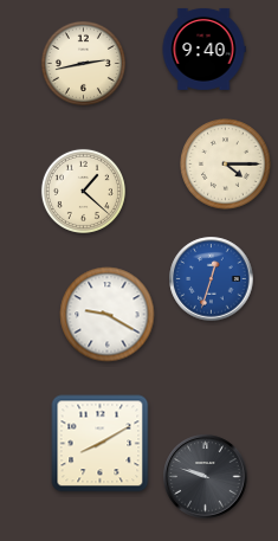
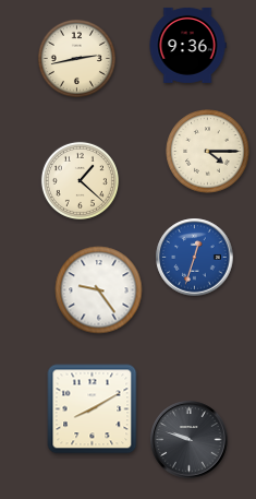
clock at (203, 49): 9:40 -> 9:36
clock at (83, 191) position: (83, 191) -> (80, 180)
clock at (108, 315): 9:20 -> 9:24
